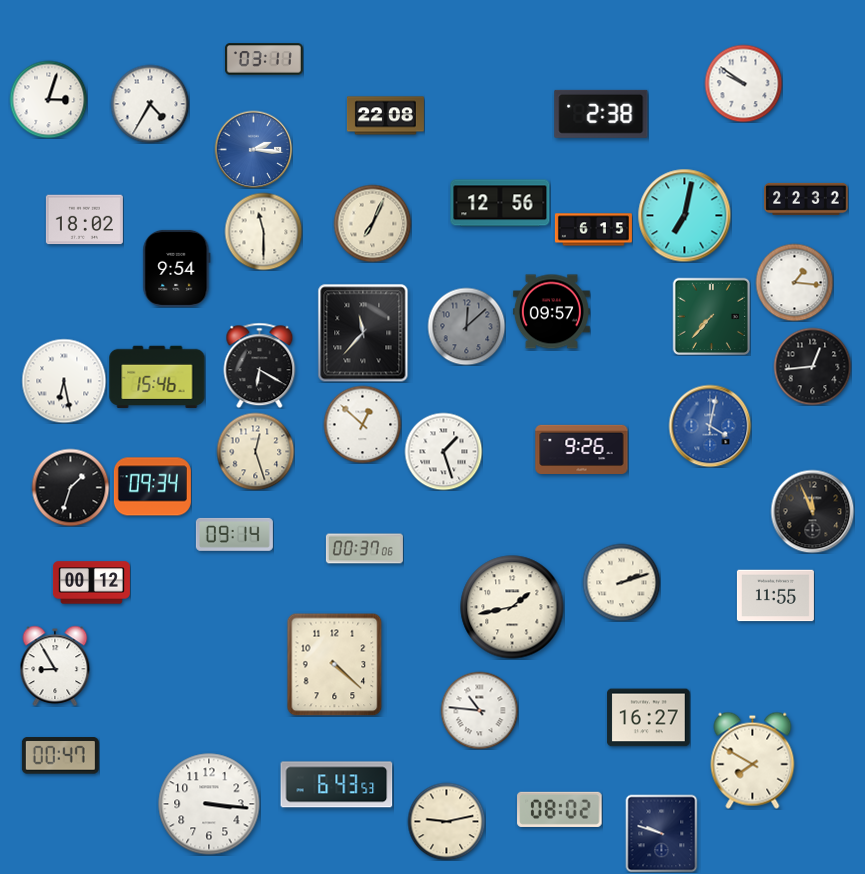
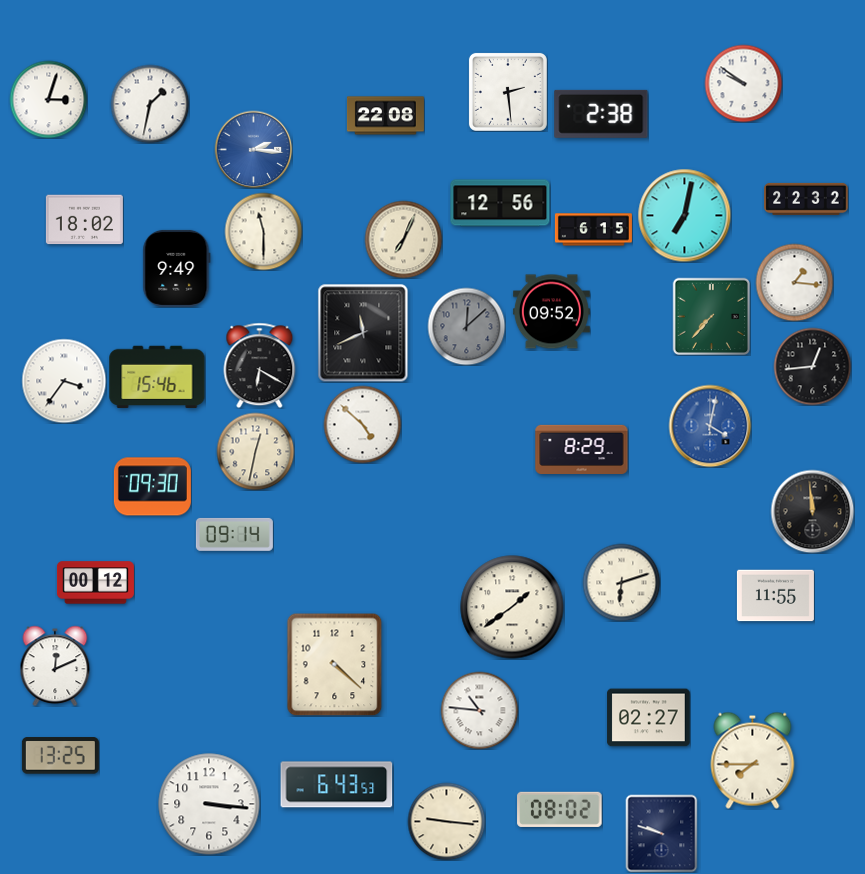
clock at (264, 59): 03:11 -> none
clock at (508, 92): none -> 2:29
clock at (150, 104): 4:35 -> 1:32
clock at (372, 223) position: (372, 223) -> (403, 239)
clock at (177, 268): 9:54 -> 9:49
clock at (551, 312): 09:57 -> 09:52
clock at (363, 333): 11:37 -> 11:41
clock at (64, 381): 6:28 -> 3:36
clock at (362, 424): 12:52 -> 4:52
clock at (582, 449): 9:26 -> 8:29
clock at (255, 451): 12:27 -> 12:32
clock at (443, 451): 1:27 -> none
clock at (70, 487): 1:33 -> none
clock at (152, 487): 09:34 -> 09:30
clock at (812, 511): 11:56 -> 11:59
clock at (364, 549): 00:37 -> none
clock at (621, 582): 2:12 -> 6:12
clock at (91, 583) position: (91, 583) -> (95, 583)
clock at (512, 607): 1:43 -> 1:39
clock at (55, 666): 8:55 -> 12:11
clock at (649, 718): 16:27 -> 02:27
clock at (60, 756): 00:47 -> 13:25
clock at (753, 760): 7:50 -> 7:45
clock at (446, 821): 9:13 -> 9:16
